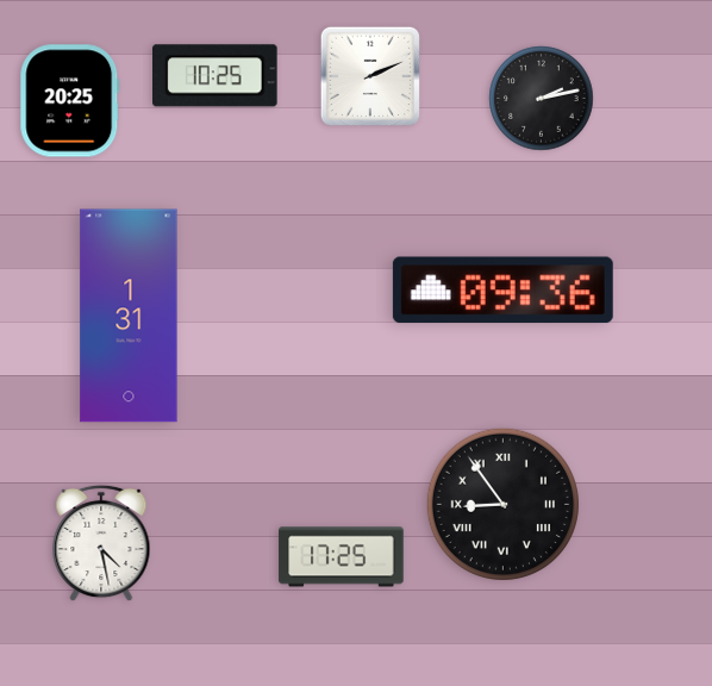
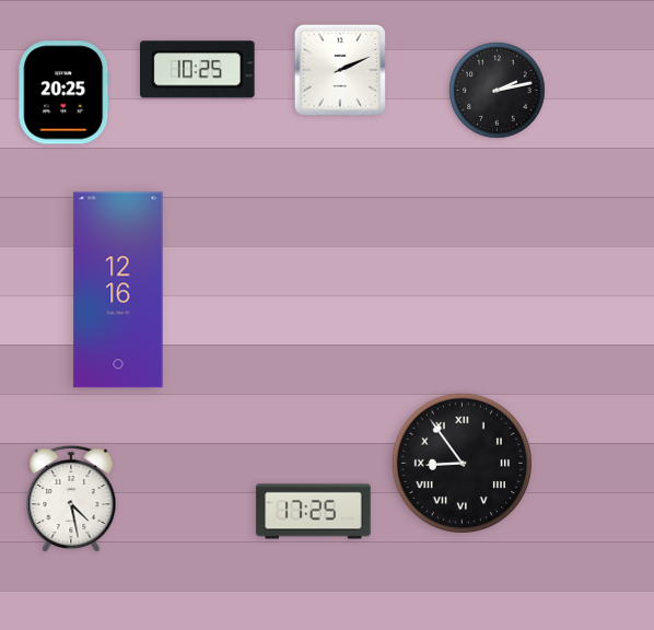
clock at (502, 291): 09:36 -> none
clock at (129, 316): 1:31 -> 12:16
clock at (101, 543) position: (101, 543) -> (71, 499)
